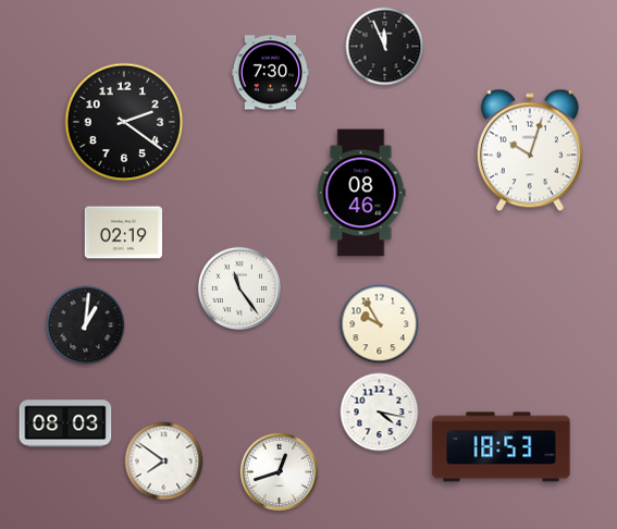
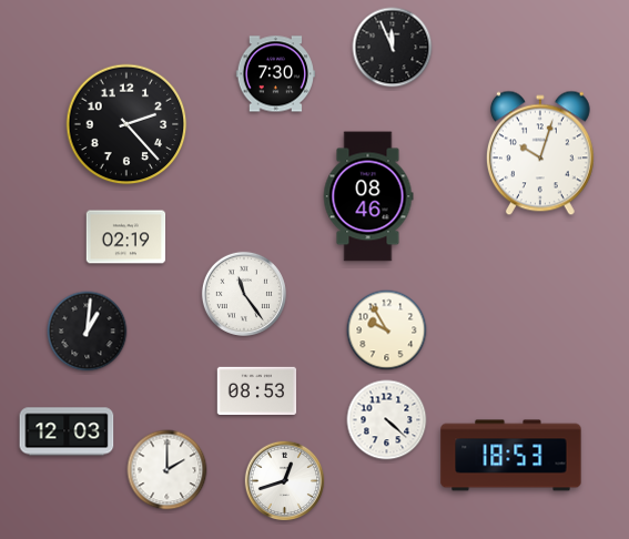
clock at (124, 122): 2:21 -> 2:23
clock at (257, 390): none -> 08:53
clock at (380, 413): 4:17 -> 4:22
clock at (65, 423): 08:03 -> 12:03
clock at (164, 462): 7:51 -> 2:00
